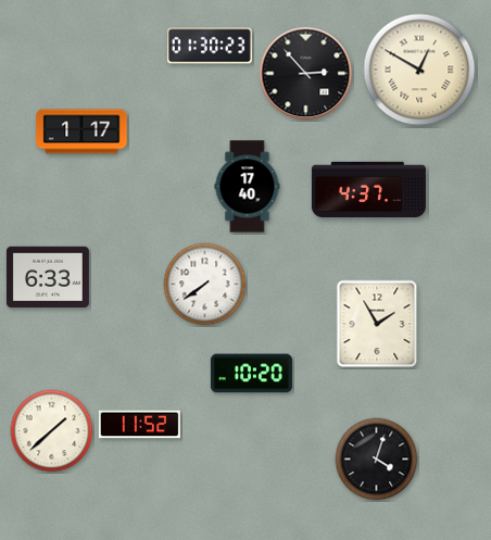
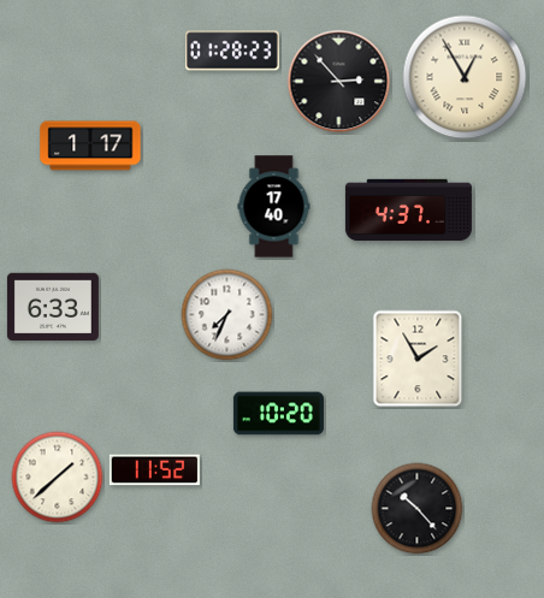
clock at (211, 46): 01:30 -> 01:28
clock at (419, 70): 12:50 -> 12:55
clock at (205, 285): 7:39 -> 7:34
clock at (377, 460): 4:03 -> 10:23
